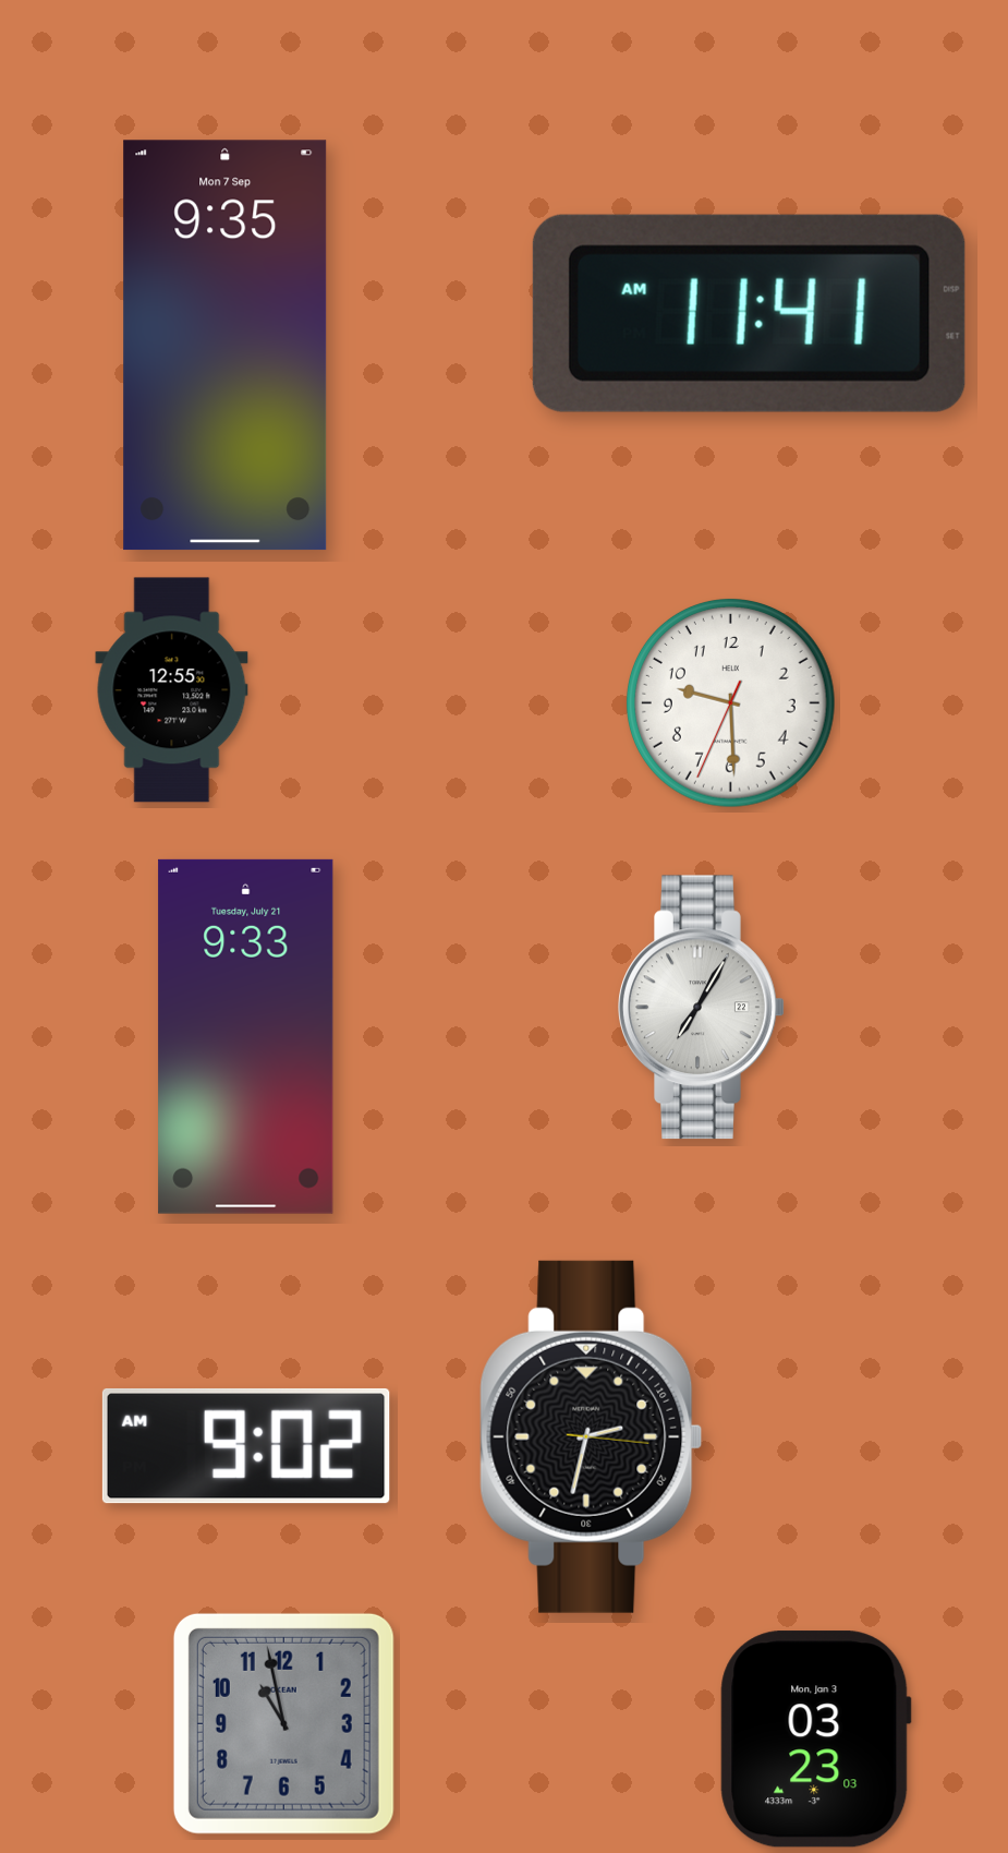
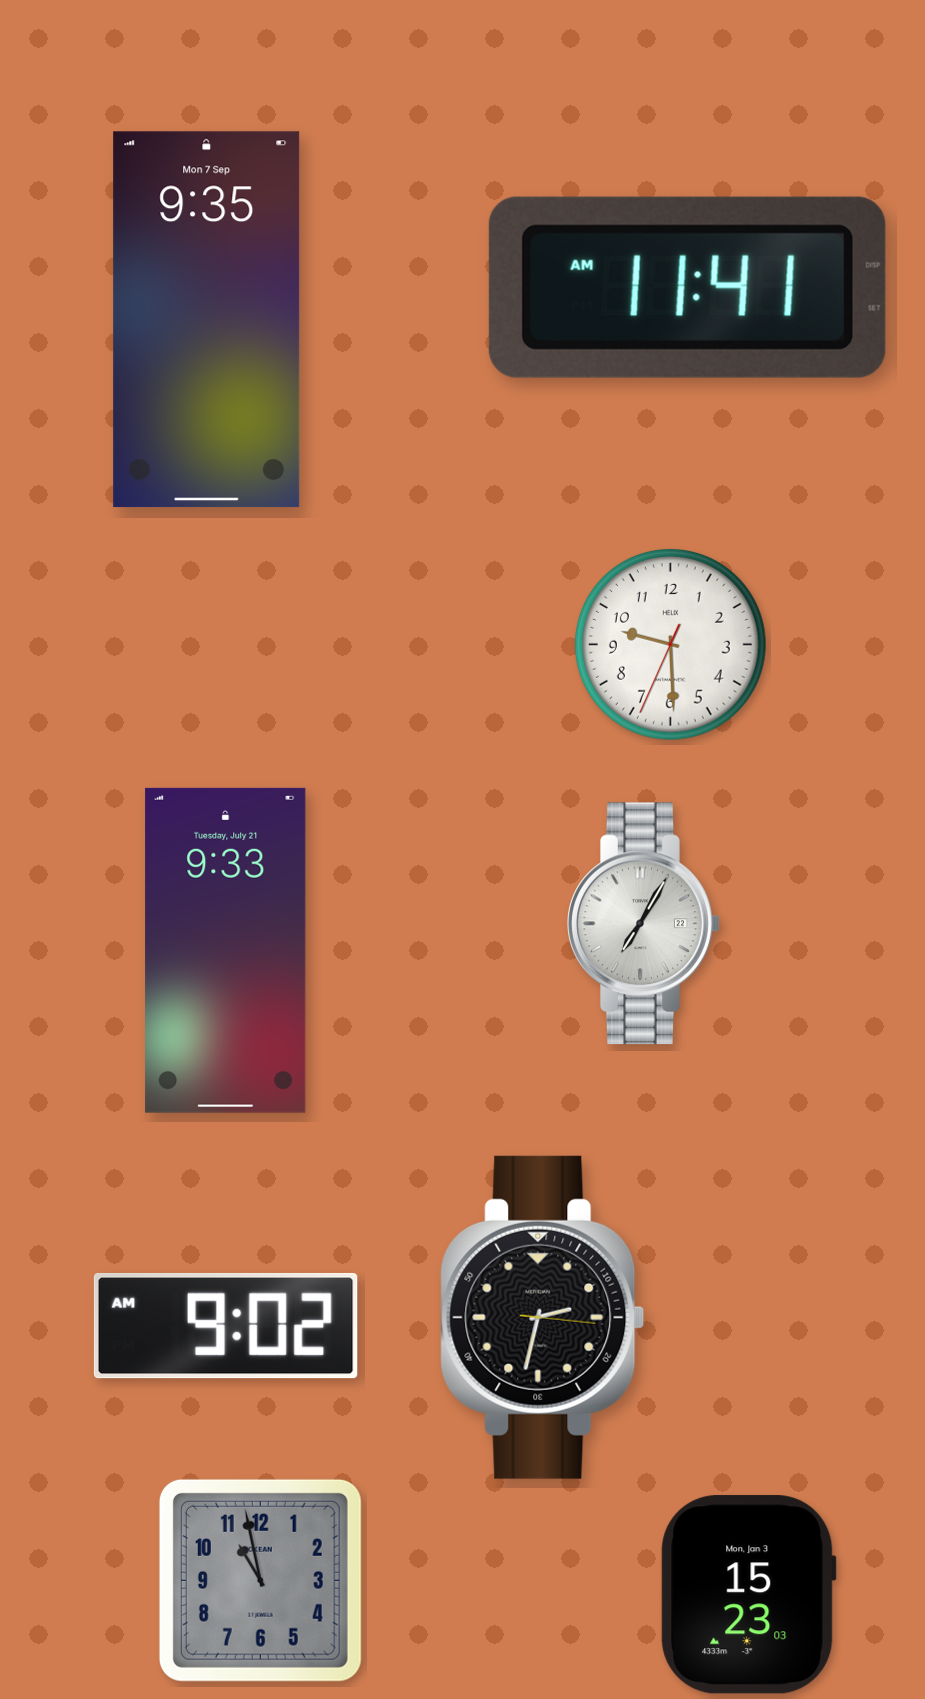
clock at (226, 346) position: (226, 346) -> (207, 320)
clock at (172, 690): 12:55 -> none
clock at (815, 1740): 03:23 -> 15:23
